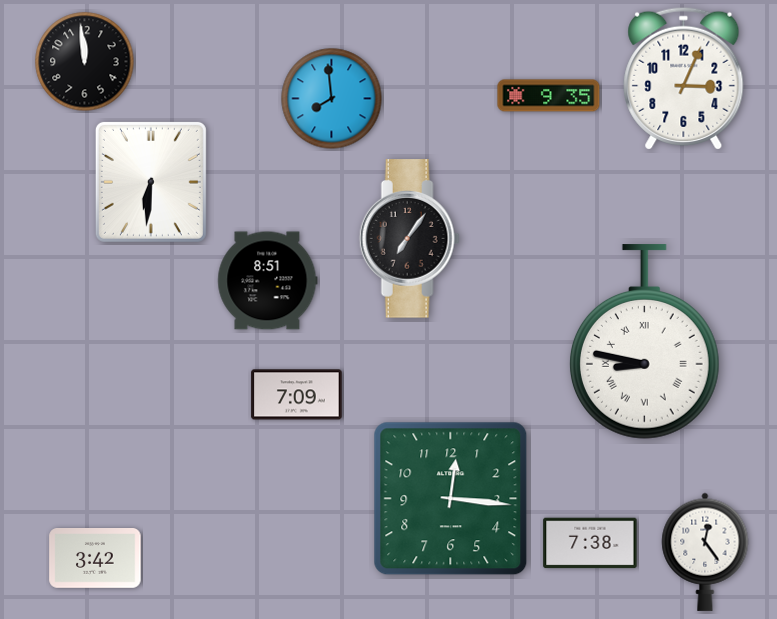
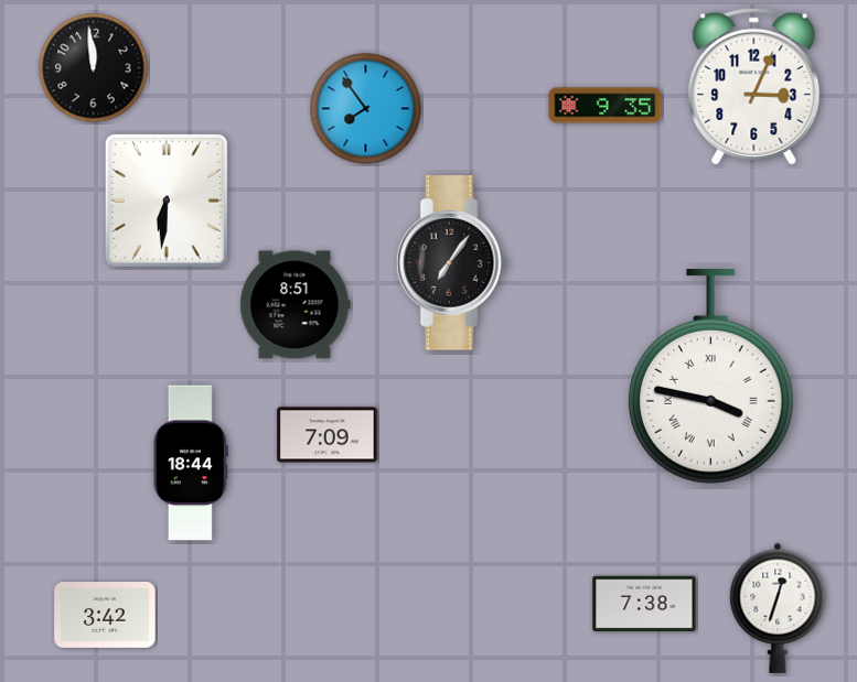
clock at (332, 99): 7:59 -> 7:54
clock at (268, 281) position: (268, 281) -> (296, 305)
clock at (644, 342): 8:47 -> 3:47
clock at (191, 463): none -> 18:44
clock at (451, 499): 12:16 -> none
clock at (590, 543) position: (590, 543) -> (644, 604)
clock at (705, 552): 12:24 -> 12:33
